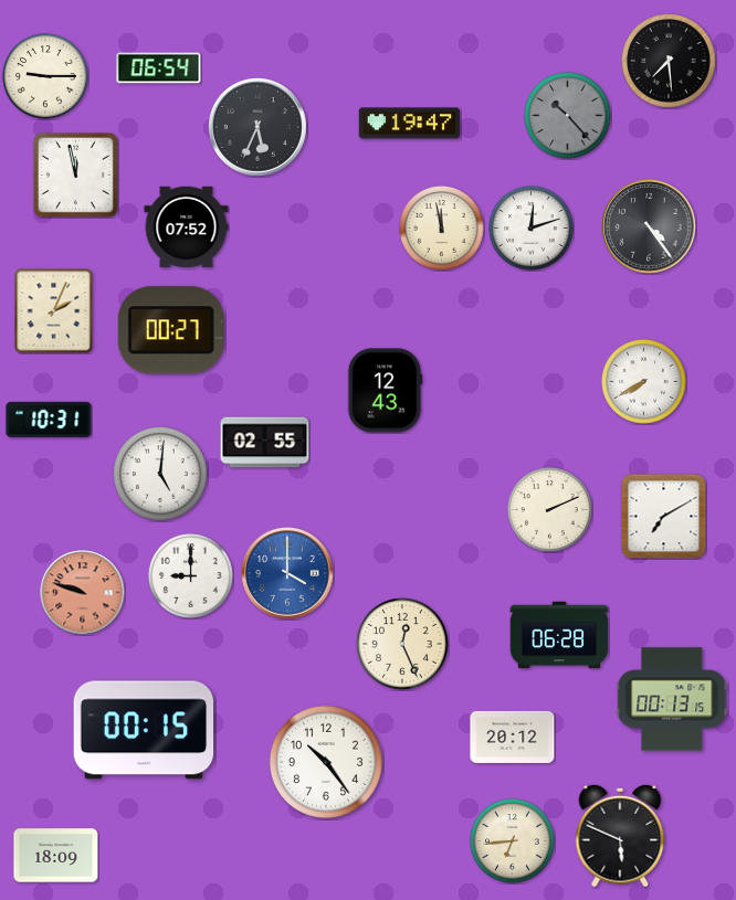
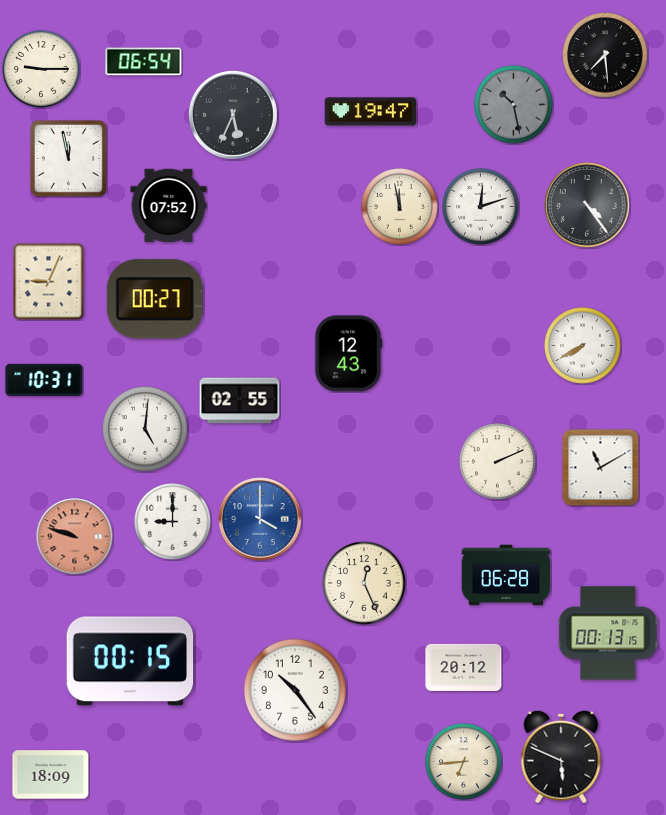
clock at (568, 116): 10:23 -> 10:28
clock at (54, 310): 2:04 -> 9:04
clock at (663, 516): 7:10 -> 11:10
